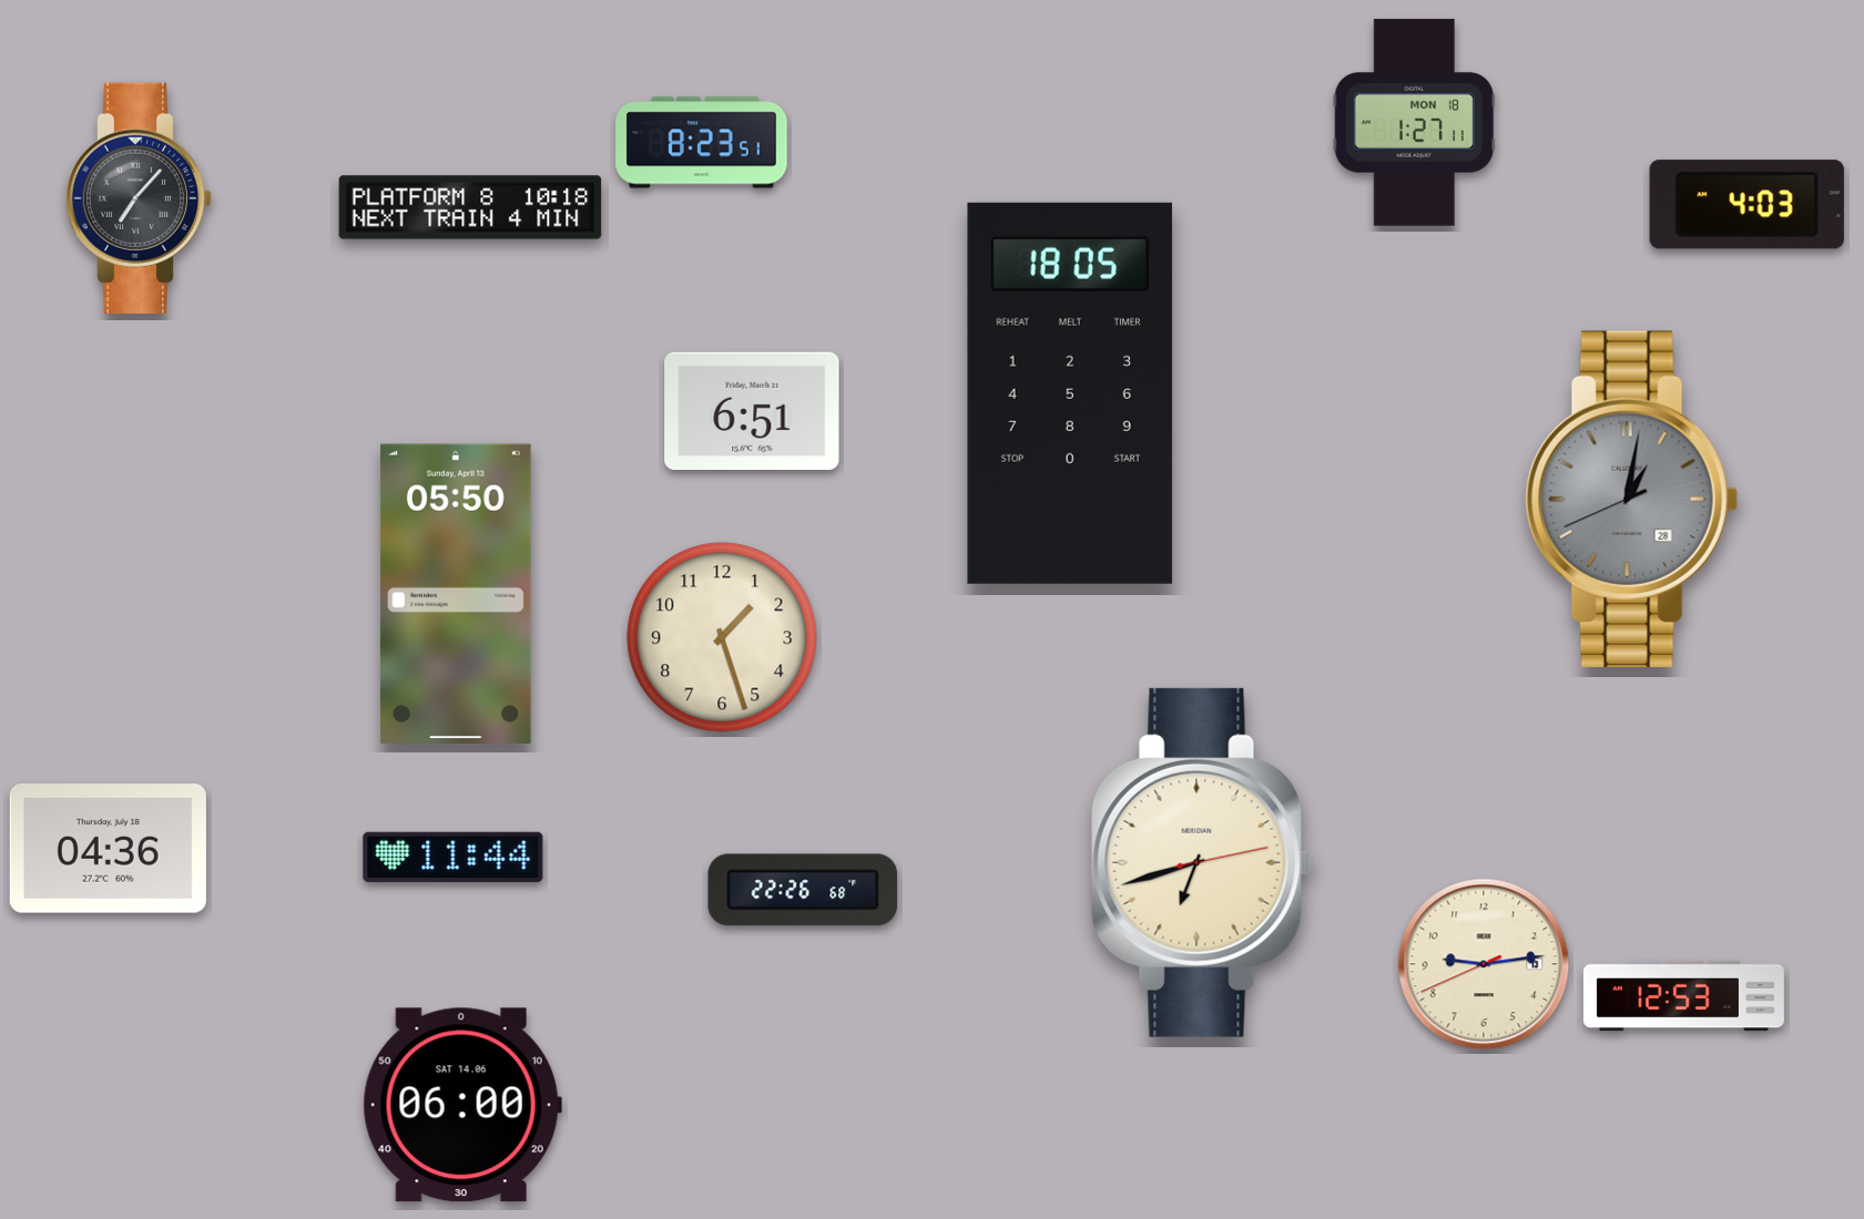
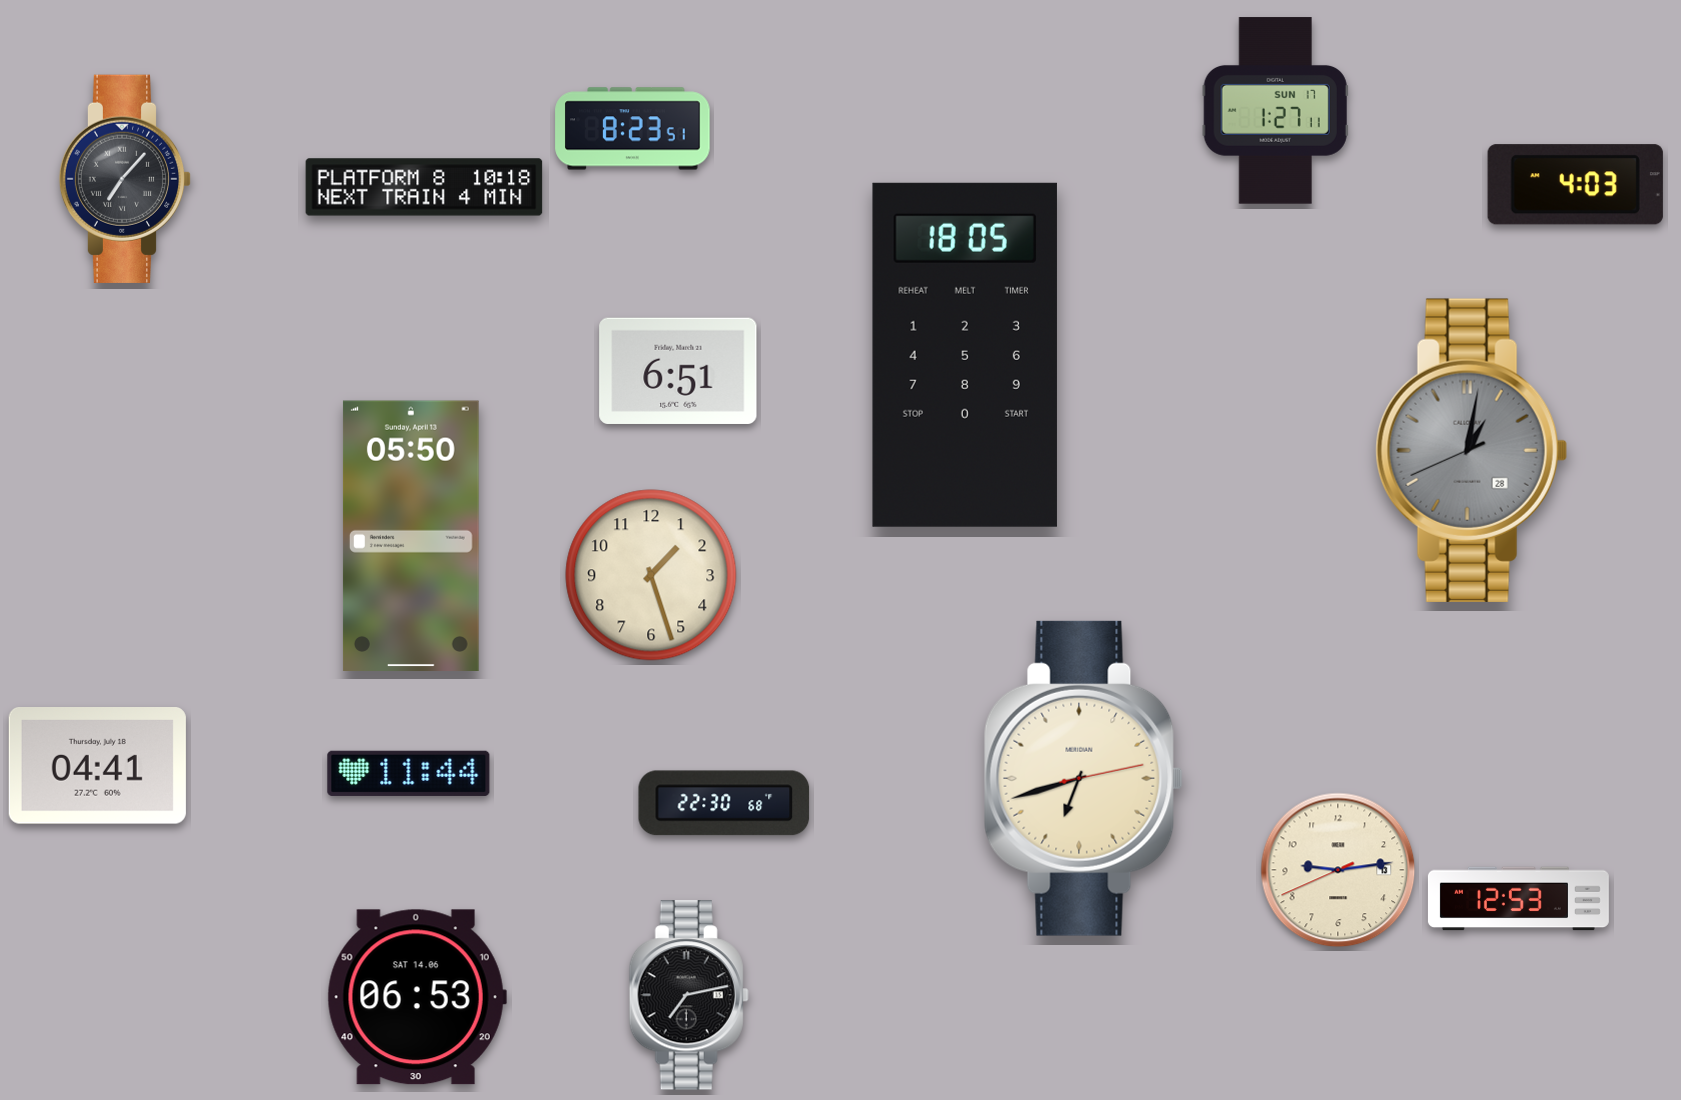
clock at (1414, 123) date: MON 18 -> SUN 17
clock at (108, 849): 04:36 -> 04:41
clock at (803, 890): 22:26 -> 22:30
clock at (689, 995): none -> 7:13
clock at (462, 1105): 06:00 -> 06:53
